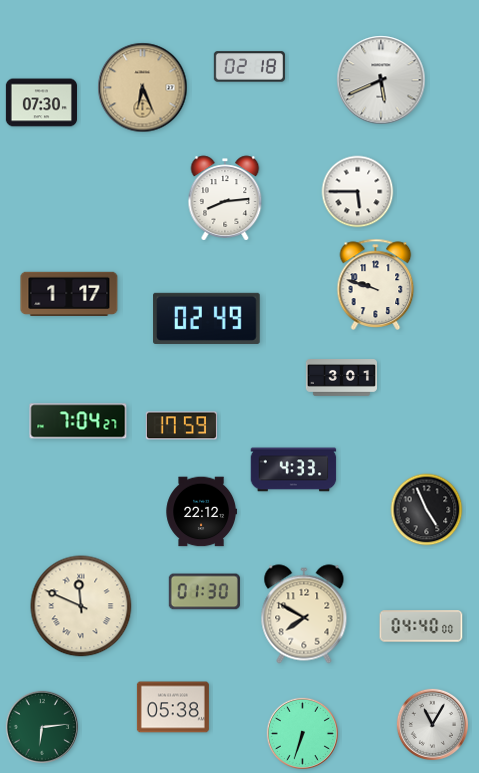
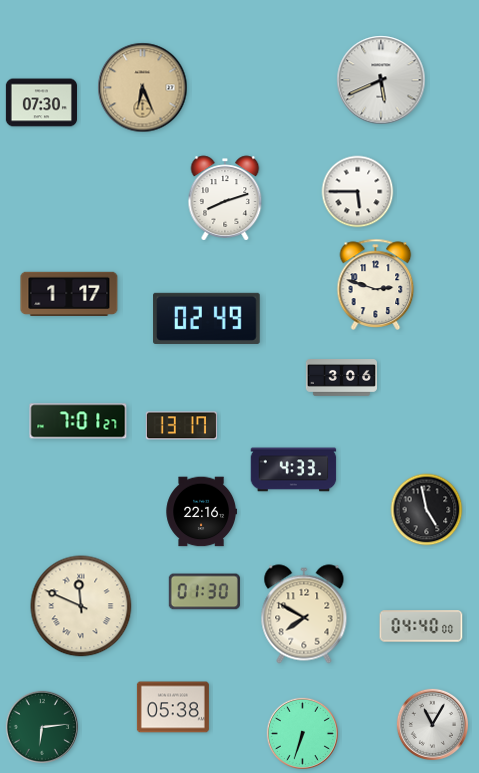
clock at (249, 67): 02:18 -> none
clock at (225, 198): 8:14 -> 8:12
clock at (376, 284): 9:48 -> 2:48
clock at (341, 378): 3:01 -> 3:06
clock at (78, 421): 7:04 -> 7:01
clock at (181, 426): 17:59 -> 13:17
clock at (427, 510): 4:56 -> 4:58
clock at (201, 512): 22:12 -> 22:16
